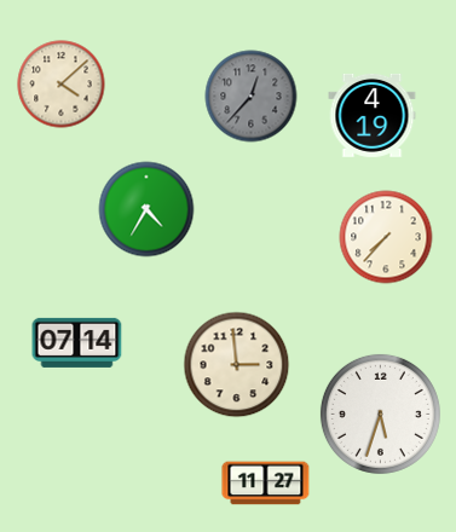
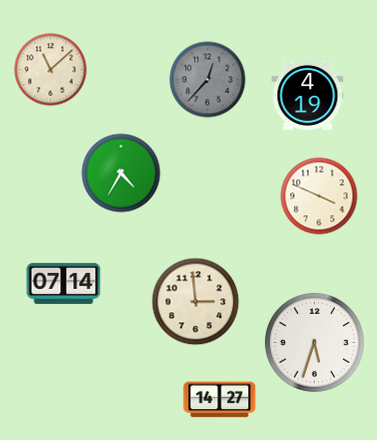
clock at (62, 85): 4:08 -> 11:08
clock at (386, 237): 7:37 -> 3:49
clock at (266, 484): 11:27 -> 14:27
